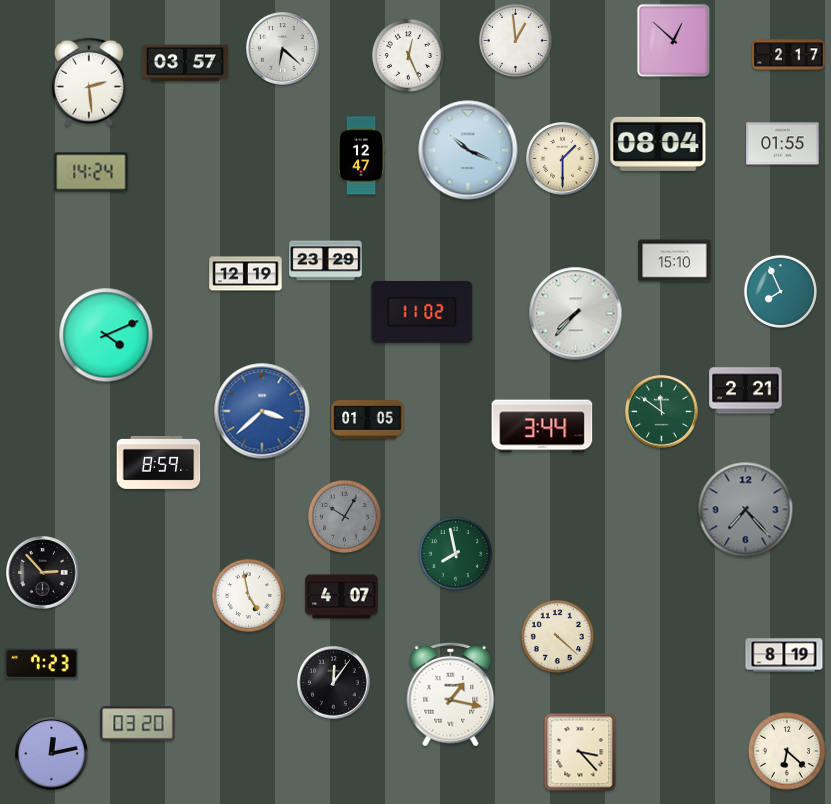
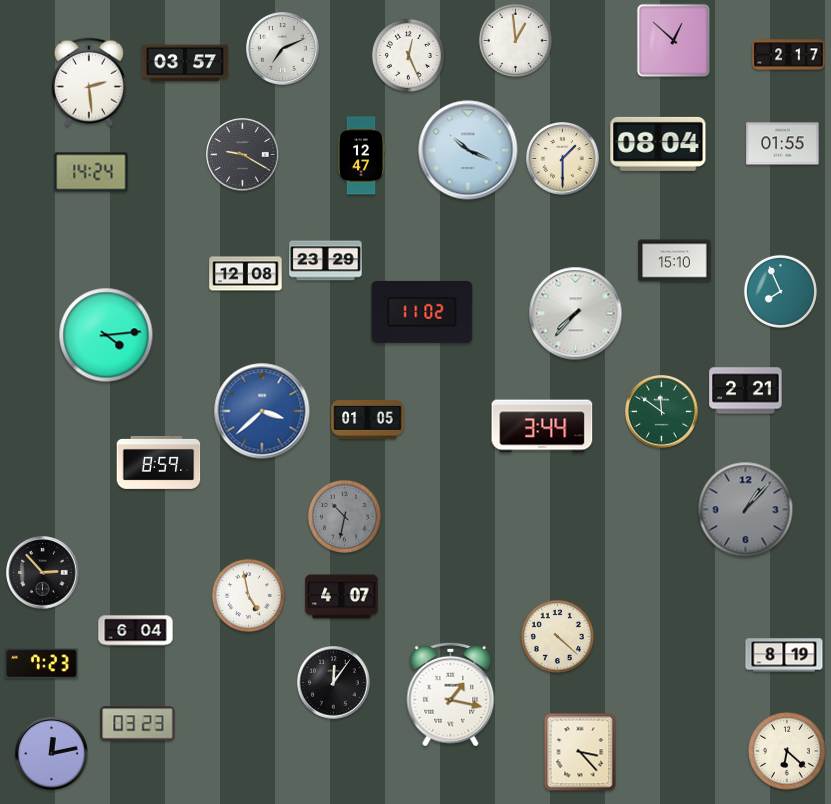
clock at (283, 49): 6:22 -> 7:11
clock at (243, 155): none -> 9:20
clock at (246, 274): 12:19 -> 12:08
clock at (106, 335): 4:11 -> 4:14
clock at (746, 510): 7:23 -> 1:07
clock at (344, 516): 10:05 -> 10:32
clock at (455, 553): 7:58 -> none
clock at (136, 631): none -> 6:04
clock at (138, 724): 03:20 -> 03:23
